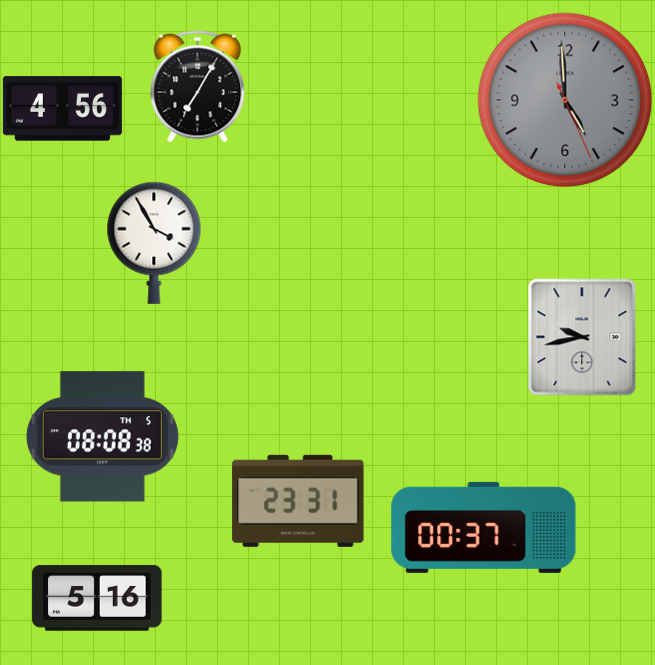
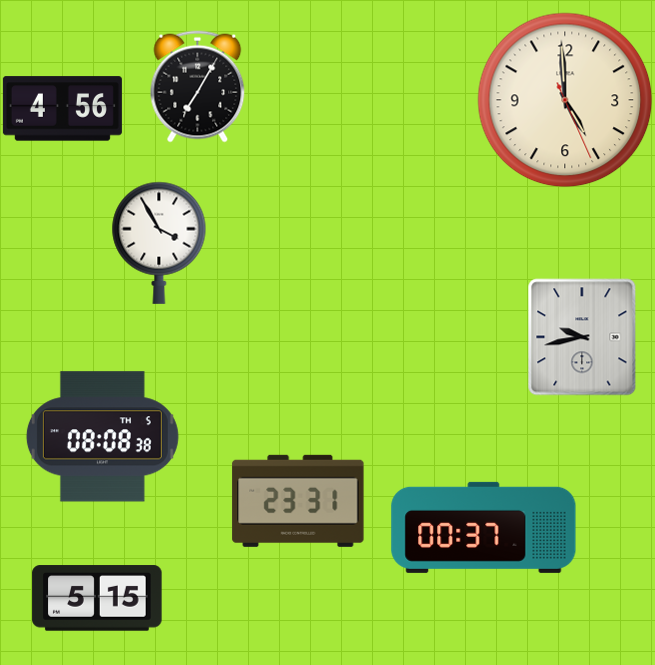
clock at (565, 100) dial: grey -> cream
clock at (154, 243) position: (154, 243) -> (159, 243)
clock at (97, 598): 5:16 -> 5:15
